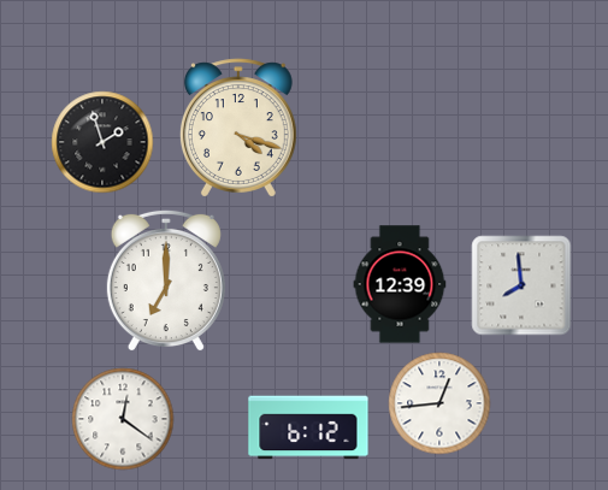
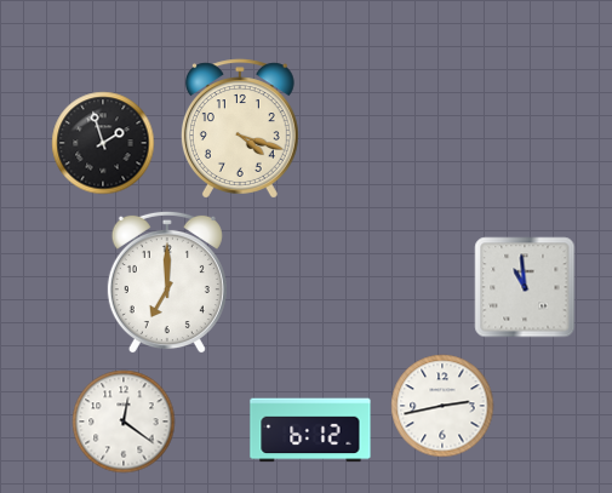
clock at (400, 284): 12:39 -> none
clock at (521, 285): 7:59 -> 10:59
clock at (439, 403): 12:44 -> 2:43
